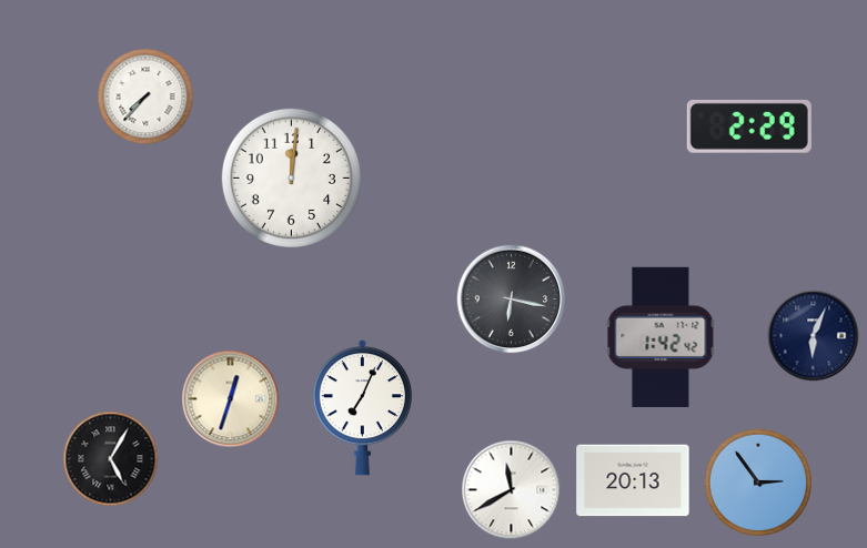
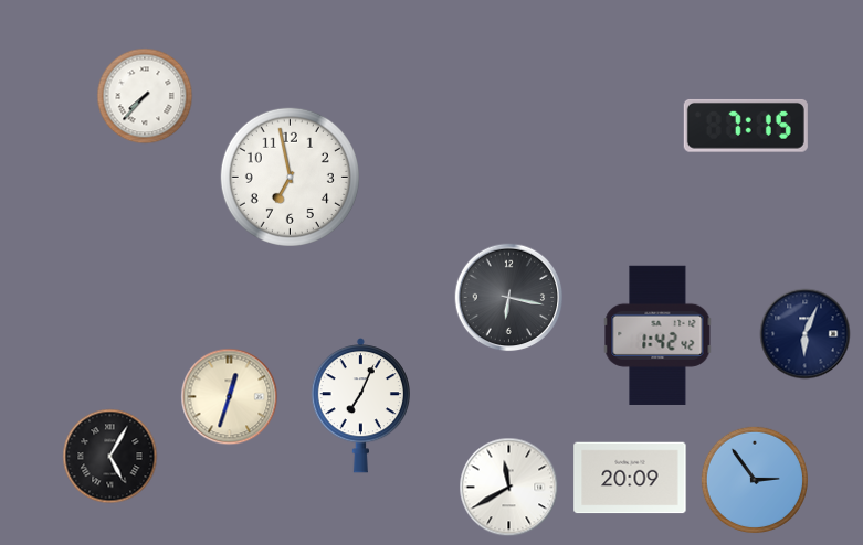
clock at (749, 126): 2:29 -> 7:15
clock at (291, 177): 12:01 -> 6:58
clock at (814, 336) position: (814, 336) -> (806, 334)
clock at (633, 480): 20:13 -> 20:09
